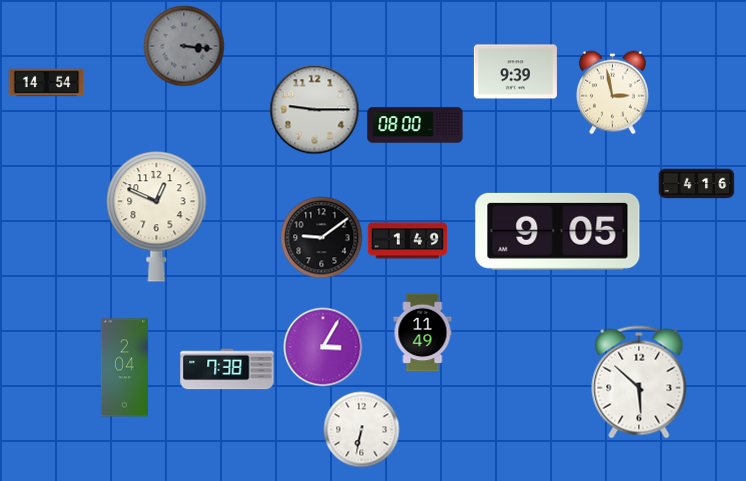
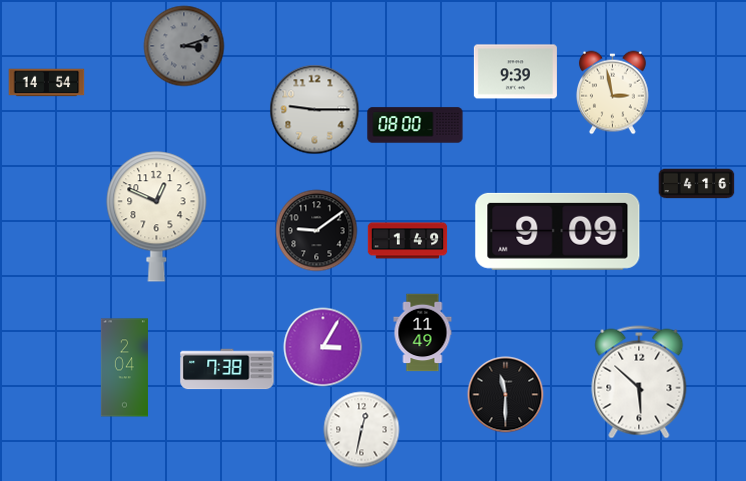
clock at (184, 46): 3:16 -> 3:12
clock at (558, 231): 9:05 -> 9:09
clock at (322, 238) position: (322, 238) -> (317, 231)
clock at (506, 395): none -> 11:30
clock at (362, 430): 6:32 -> 12:32
